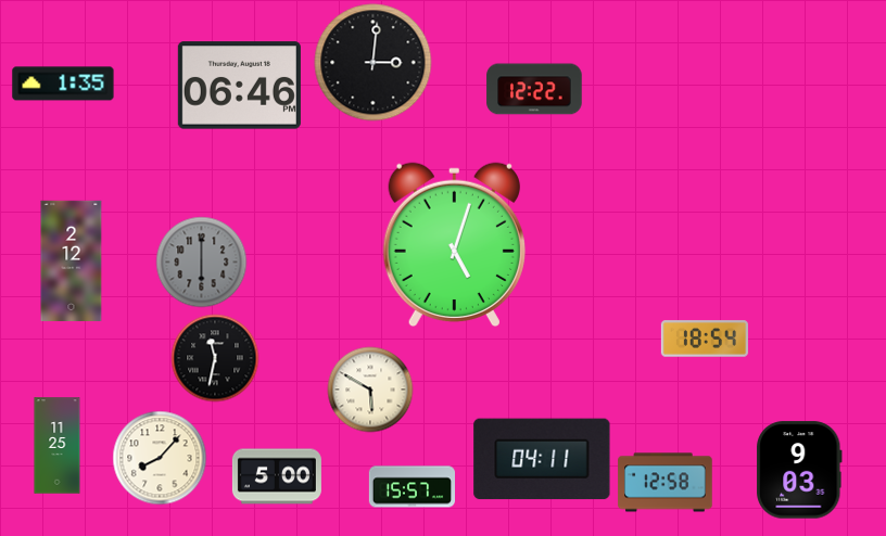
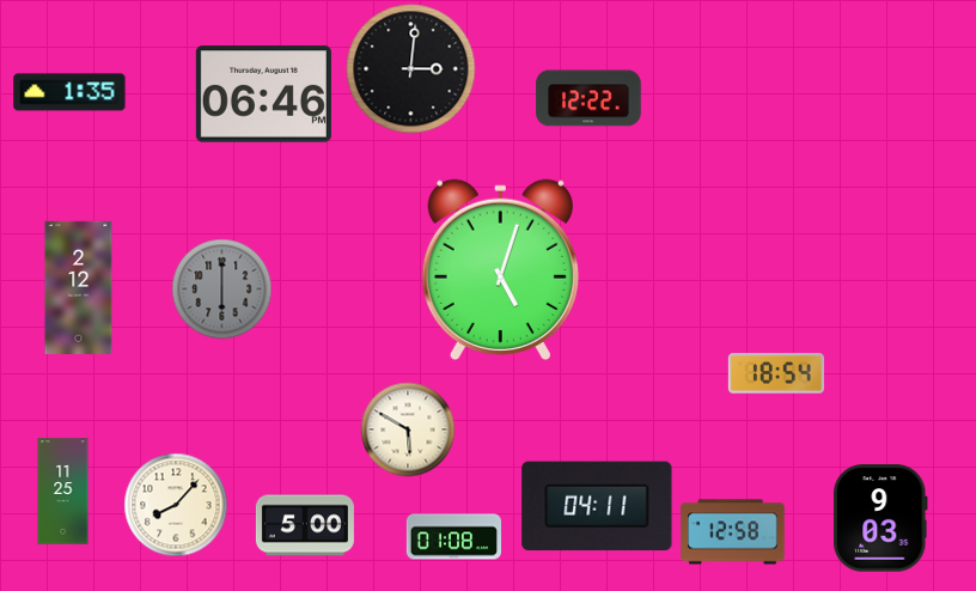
clock at (215, 358): 11:32 -> none
clock at (412, 487): 15:57 -> 01:08
